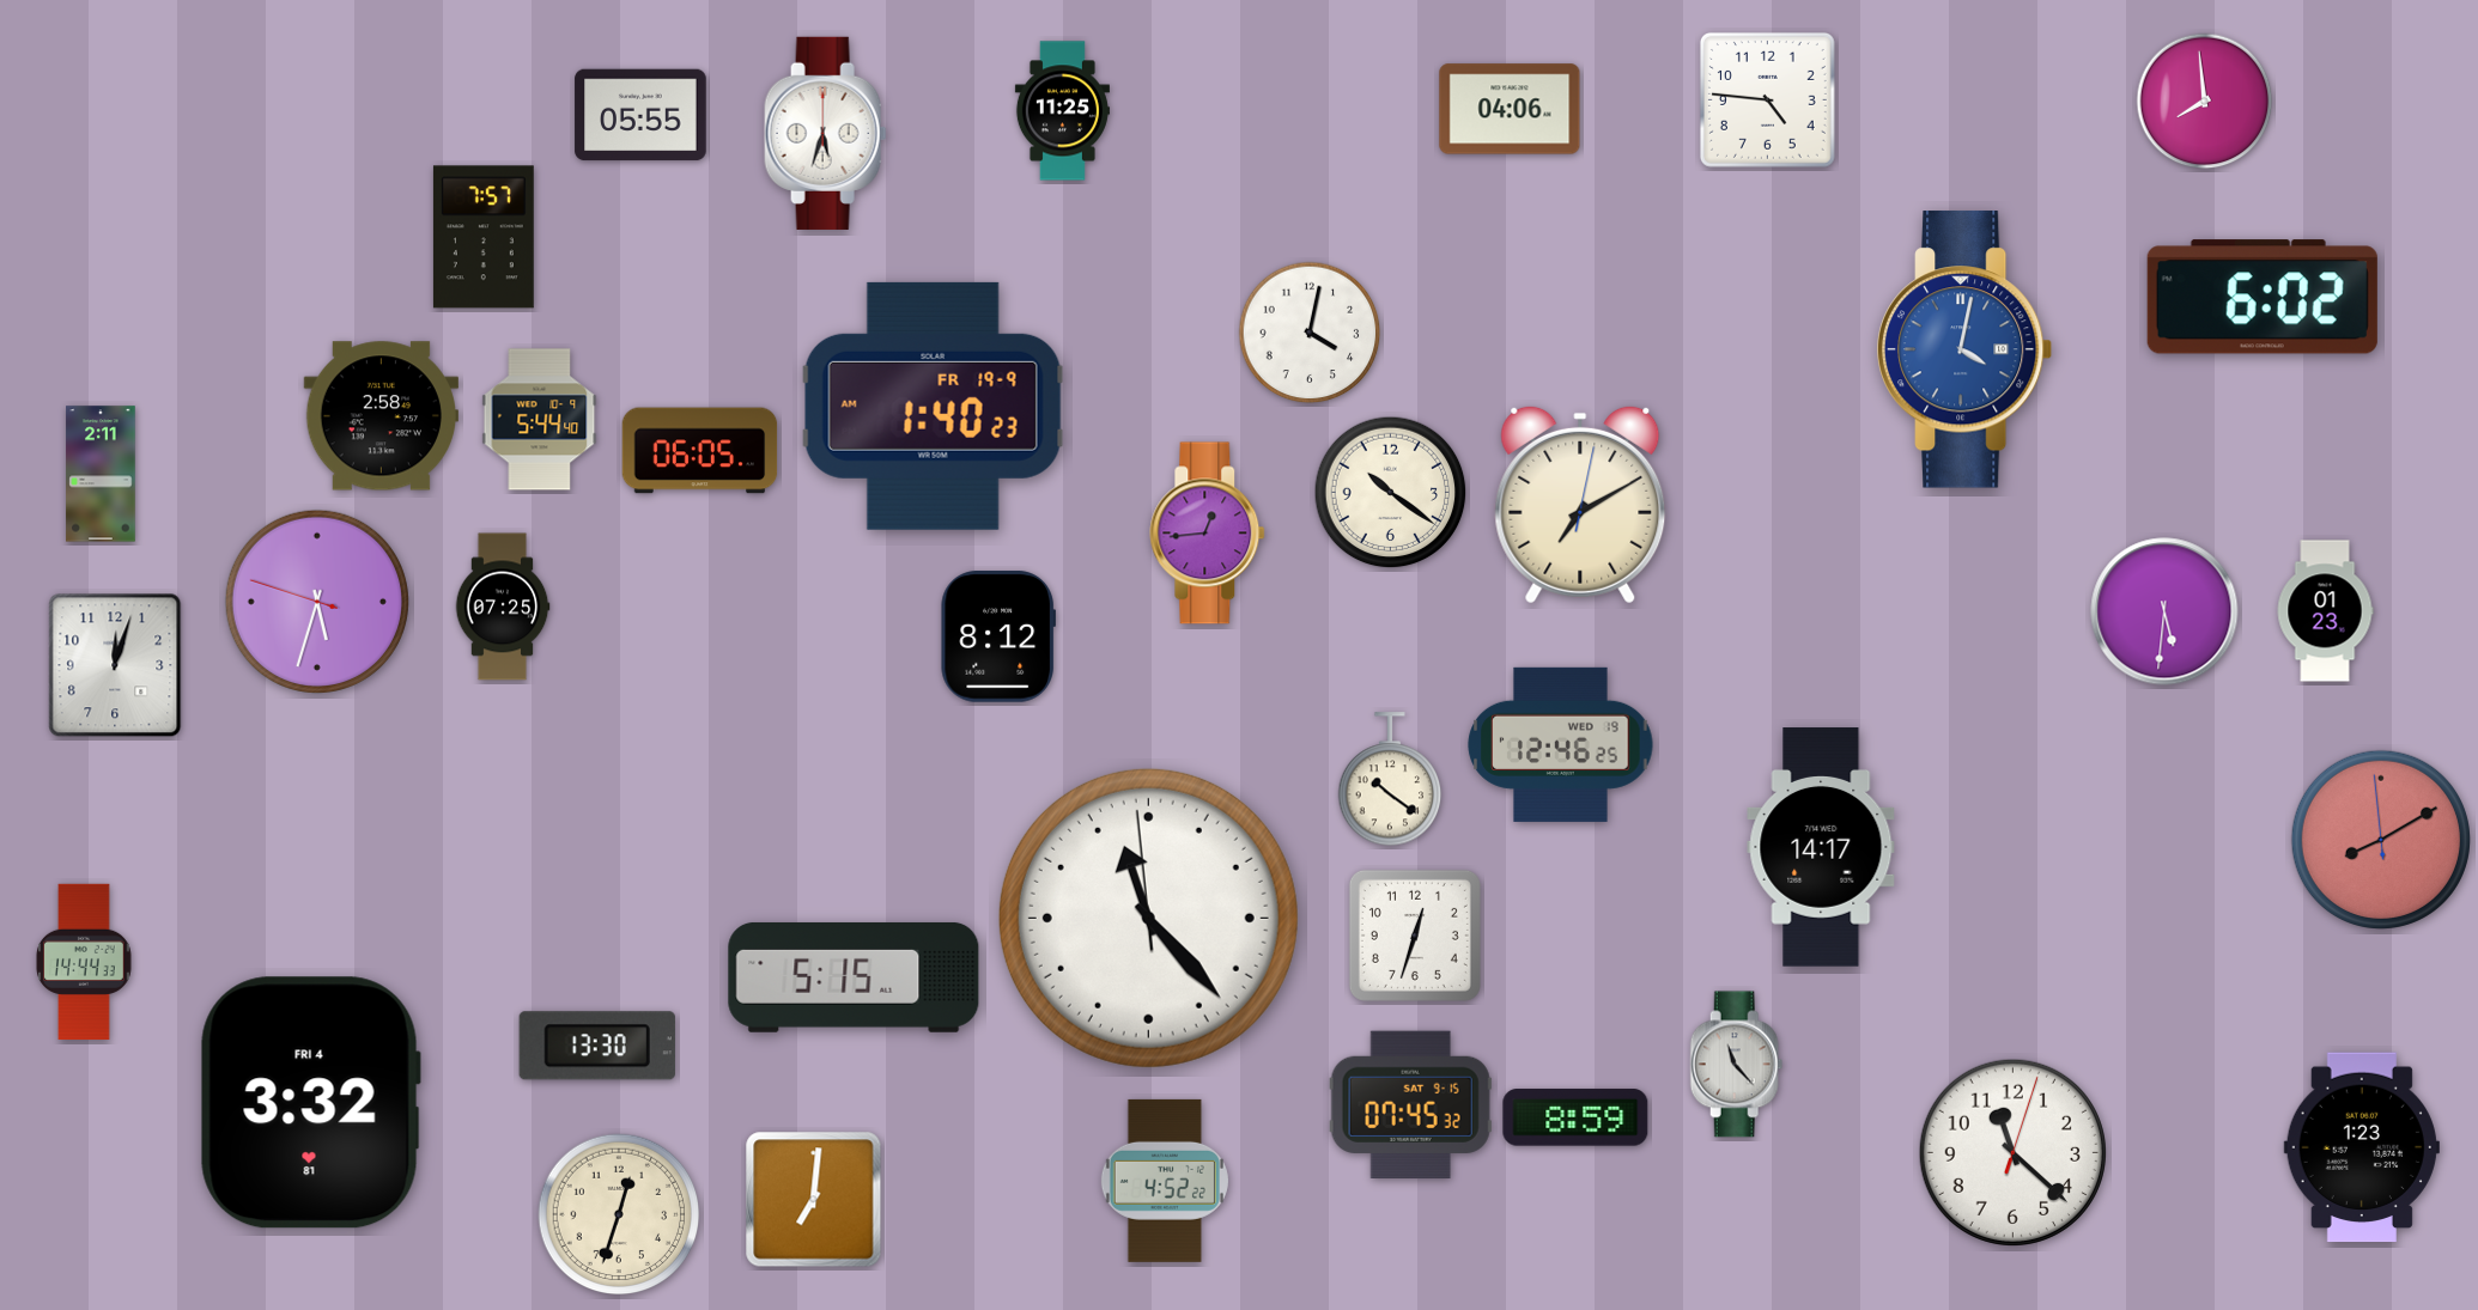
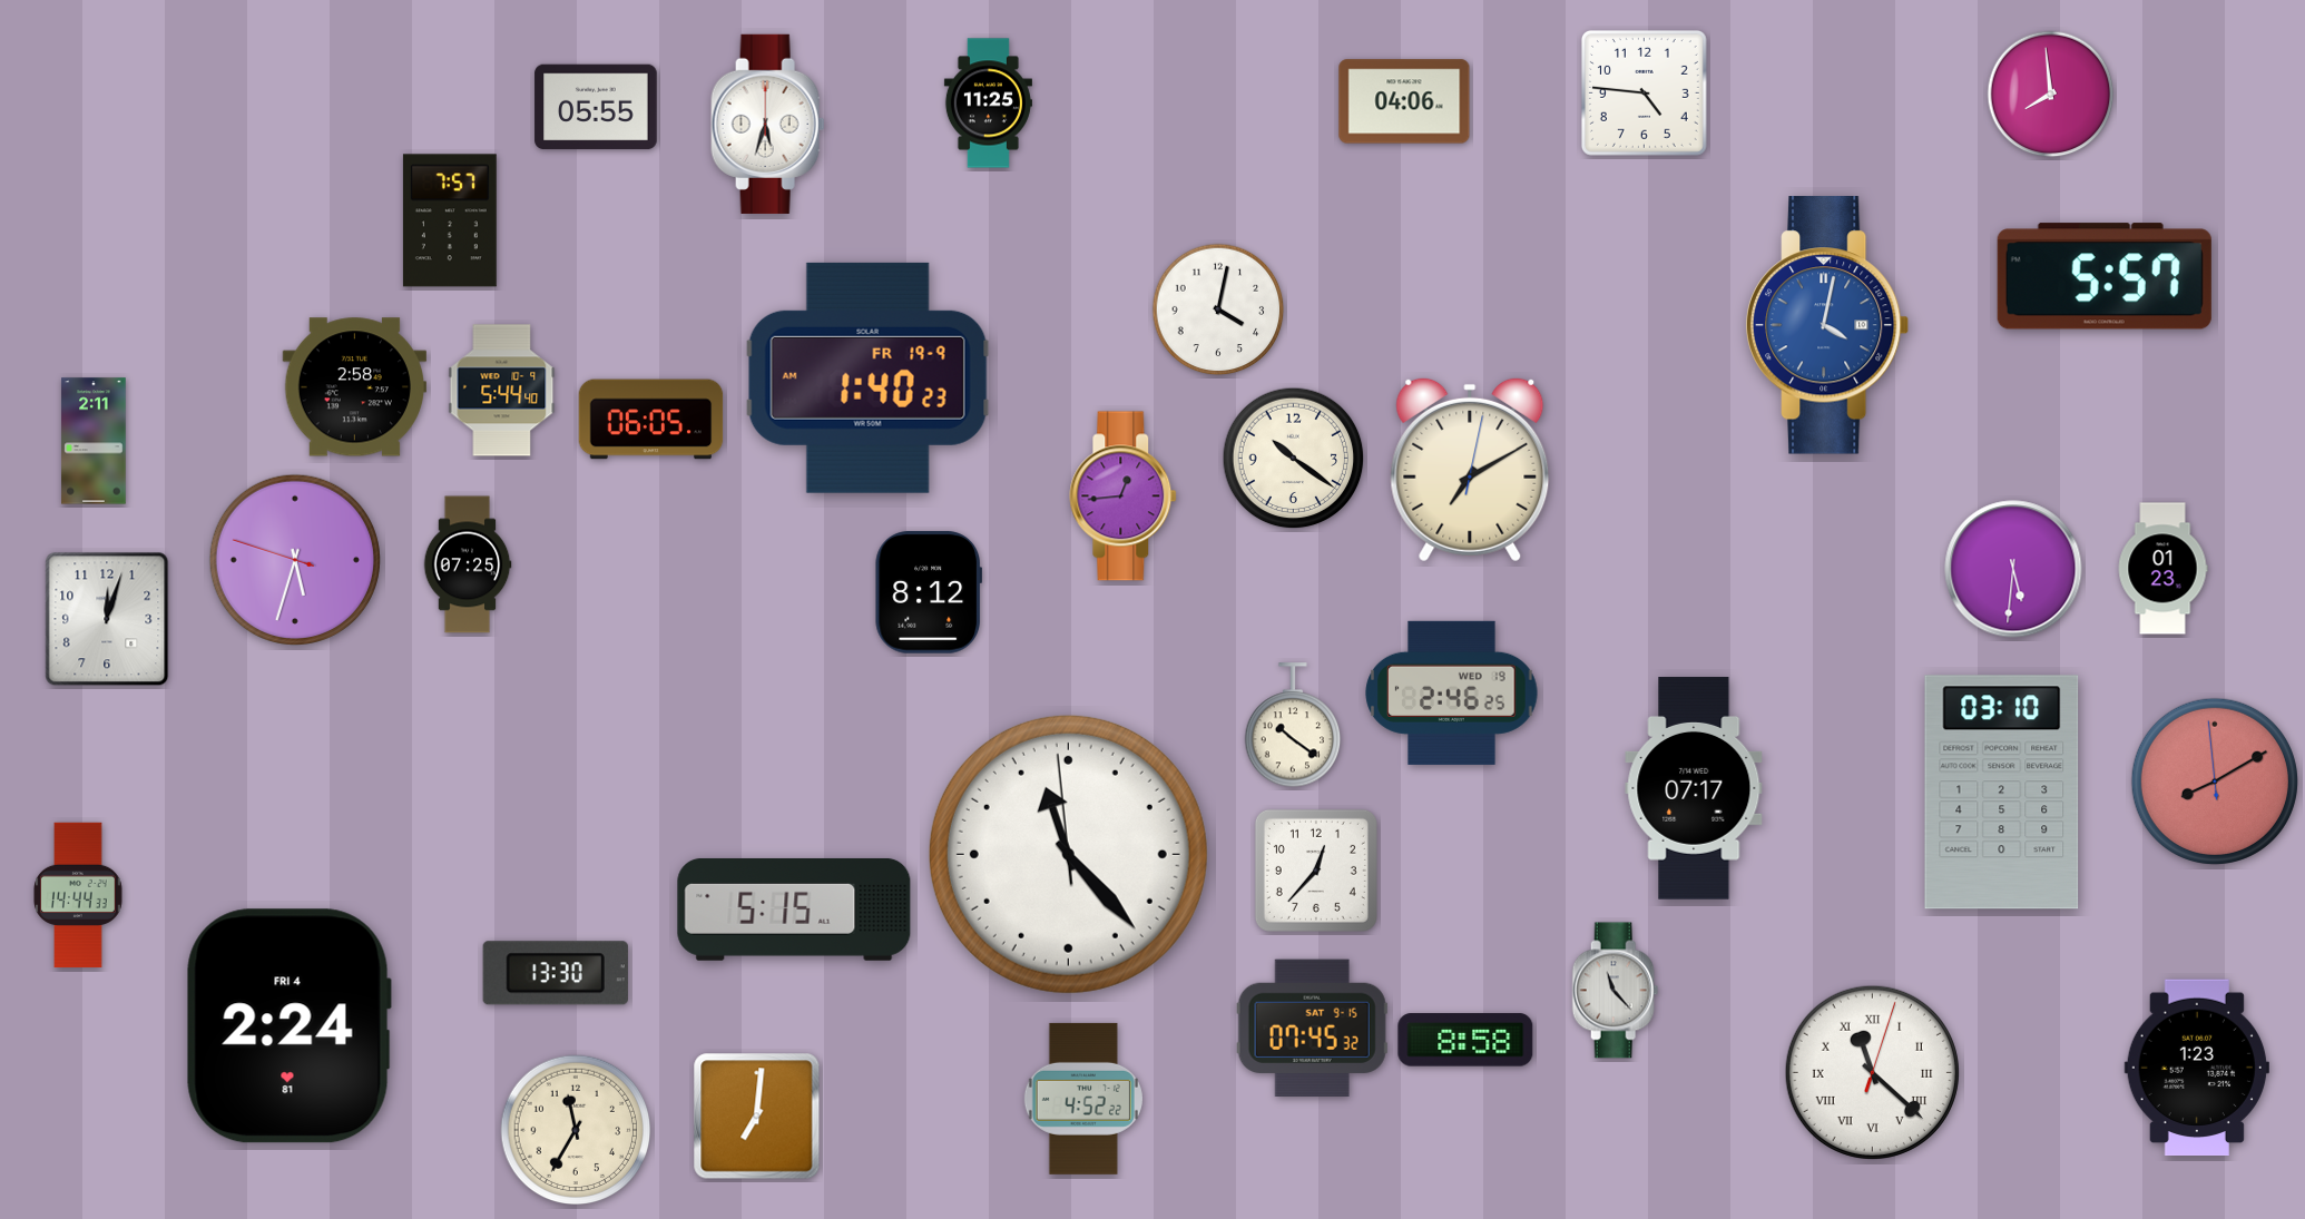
clock at (2263, 297): 6:02 -> 5:57
clock at (1561, 744): 12:46 -> 2:46
clock at (1821, 847): 14:17 -> 07:17
clock at (2002, 793): none -> 03:10
clock at (1415, 936): 12:33 -> 12:37
clock at (310, 1103): 3:32 -> 2:24
clock at (1575, 1117): 8:59 -> 8:58
clock at (2012, 1152) numerals: Arabic -> Roman
clock at (619, 1214): 12:33 -> 11:35
